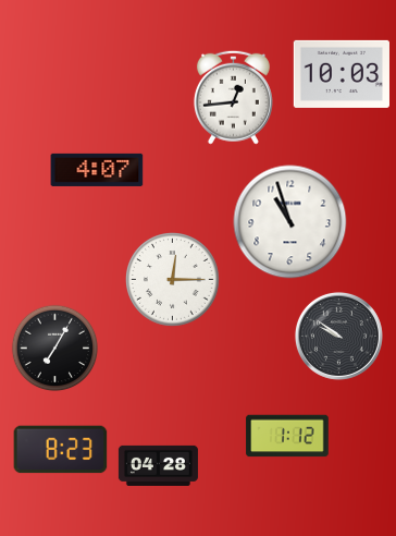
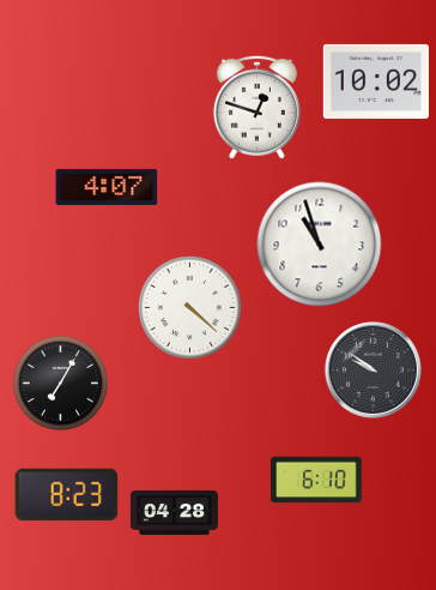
clock at (342, 74): 10:03 -> 10:02
clock at (233, 97): 12:44 -> 12:48
clock at (173, 280): 12:15 -> 4:22
clock at (287, 436): 1:12 -> 6:10
